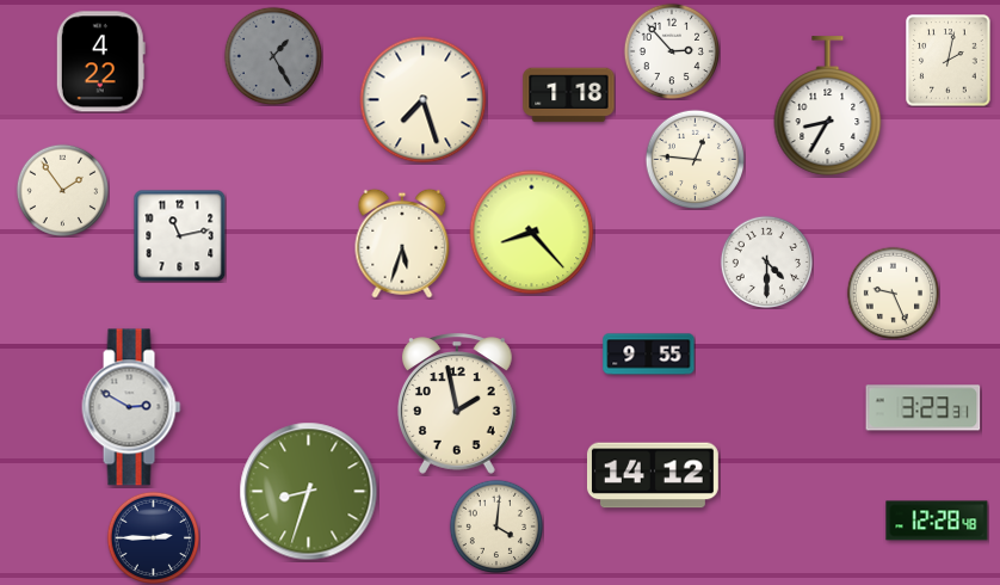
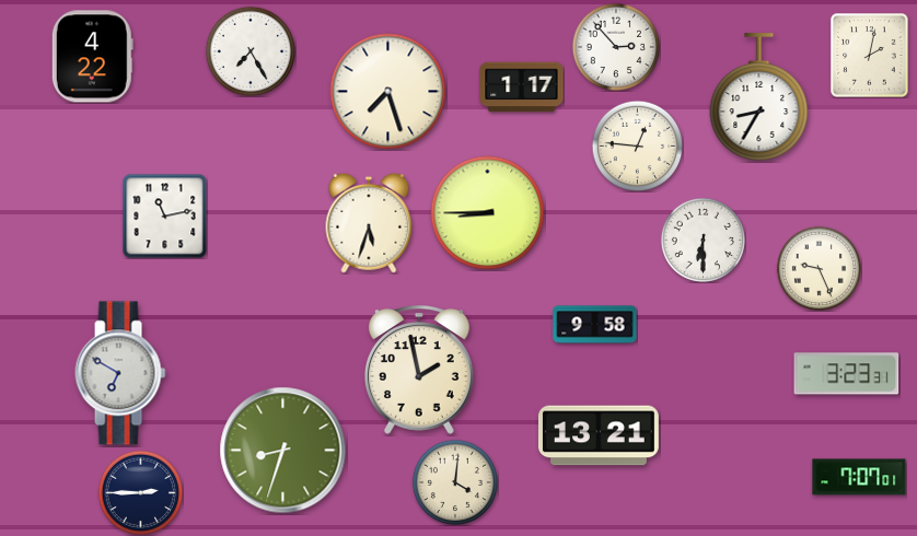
clock at (273, 56): 1:25 -> 7:25
clock at (273, 56) dial: grey -> white
clock at (569, 96): 1:18 -> 1:17
clock at (62, 190): 1:54 -> none
clock at (532, 233): 8:23 -> 8:45
clock at (766, 261): 4:30 -> 6:30
clock at (649, 355): 9:55 -> 9:58
clock at (131, 407): 2:50 -> 6:50
clock at (653, 475): 14:12 -> 13:21
clock at (937, 521): 12:28 -> 7:07
